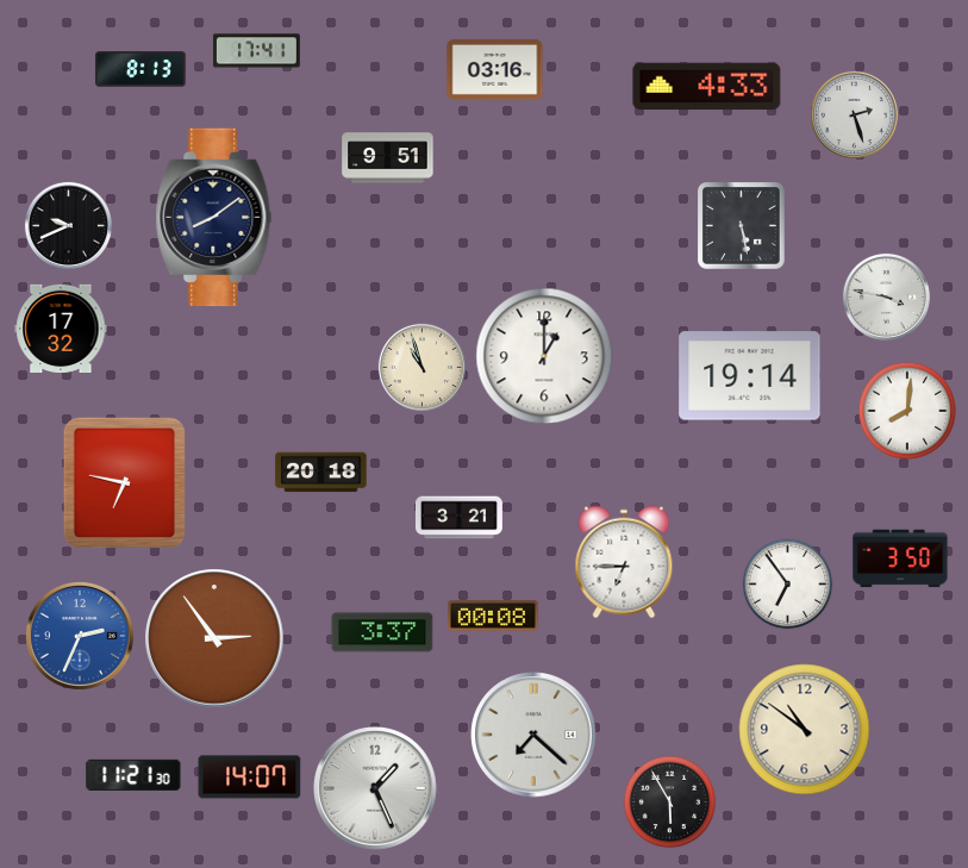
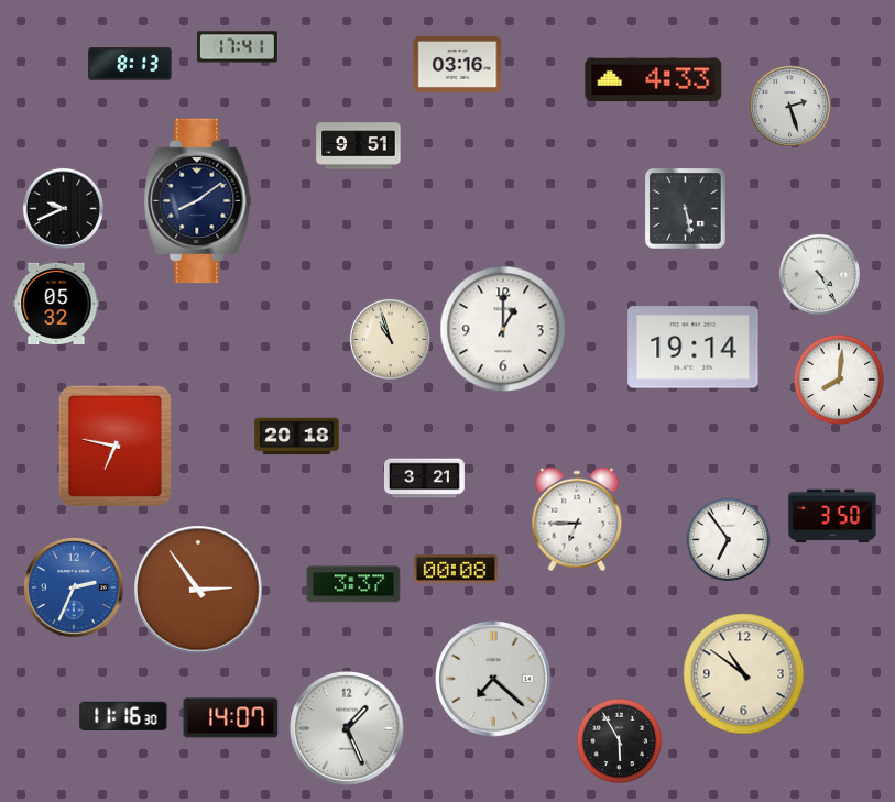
clock at (886, 296): 3:47 -> 4:25
clock at (61, 327): 17:32 -> 05:32
clock at (133, 775): 11:21 -> 11:16
